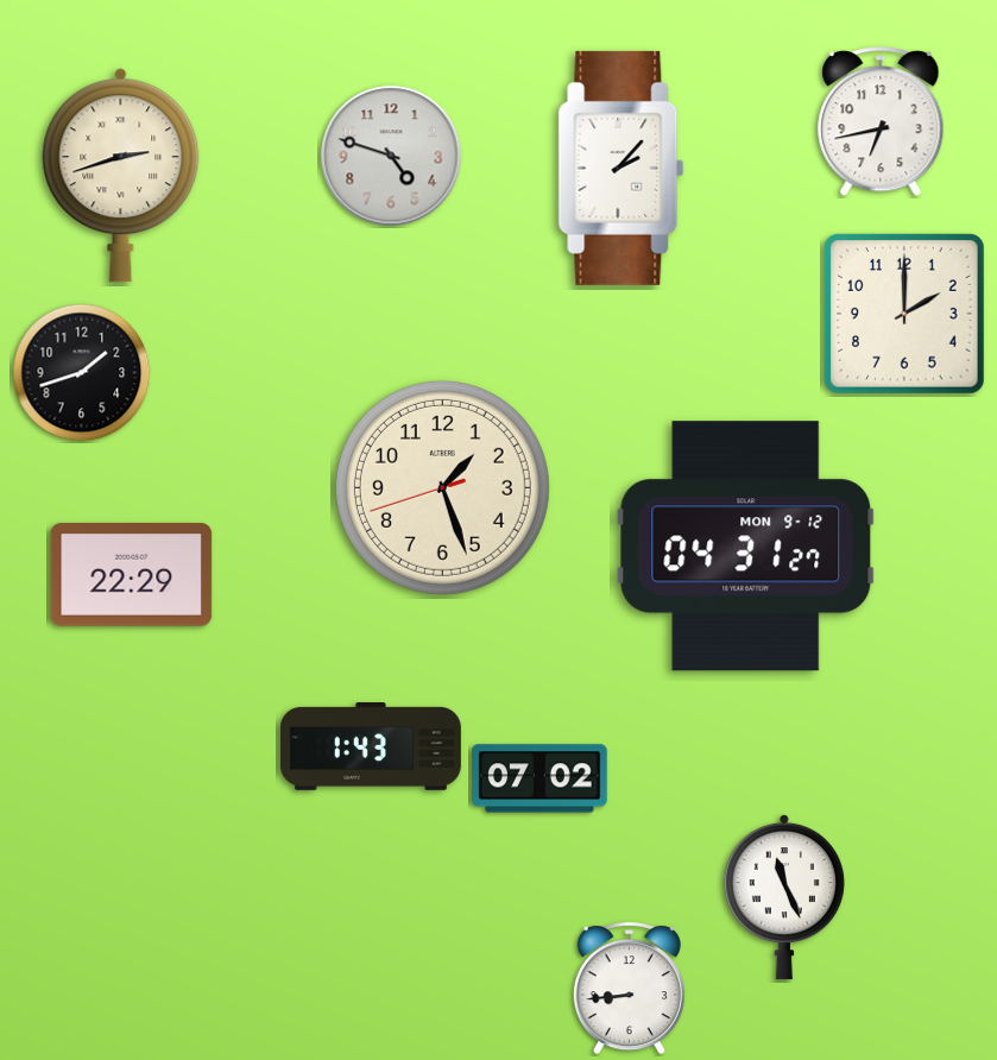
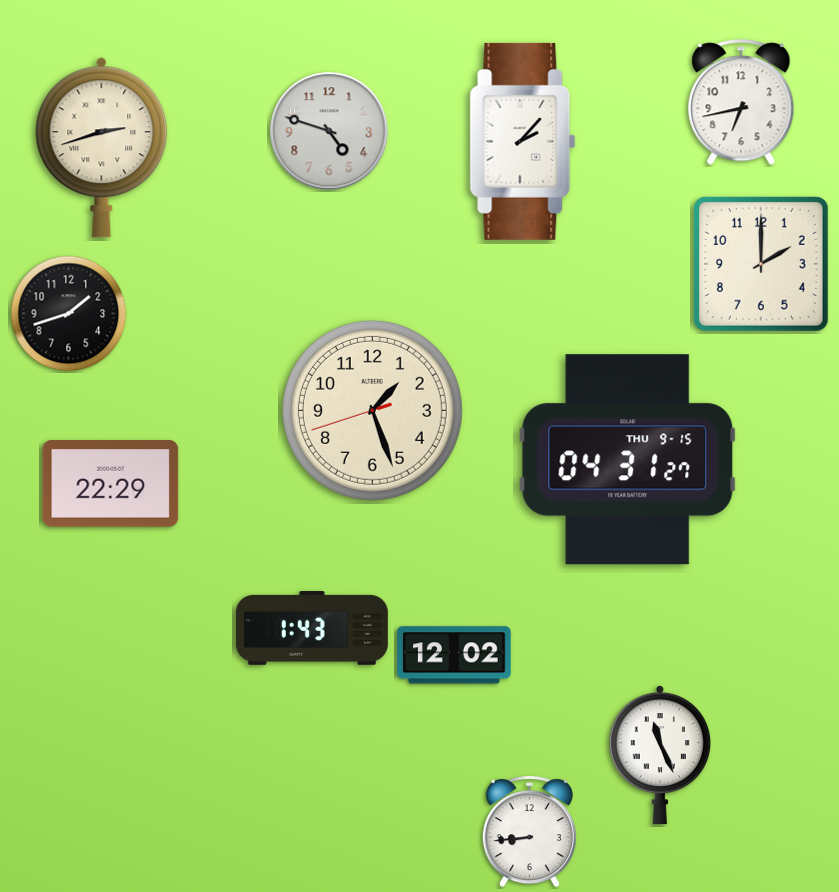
clock at (746, 547) date: MON 9-12 -> THU 9-15
clock at (539, 778): 07:02 -> 12:02
